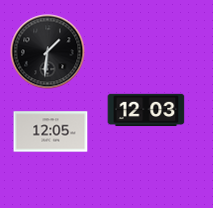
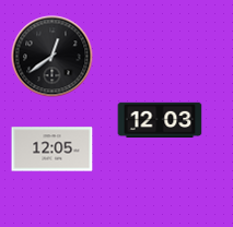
clock at (48, 52): 1:31 -> 12:39
clock at (51, 132) position: (51, 132) -> (53, 150)
